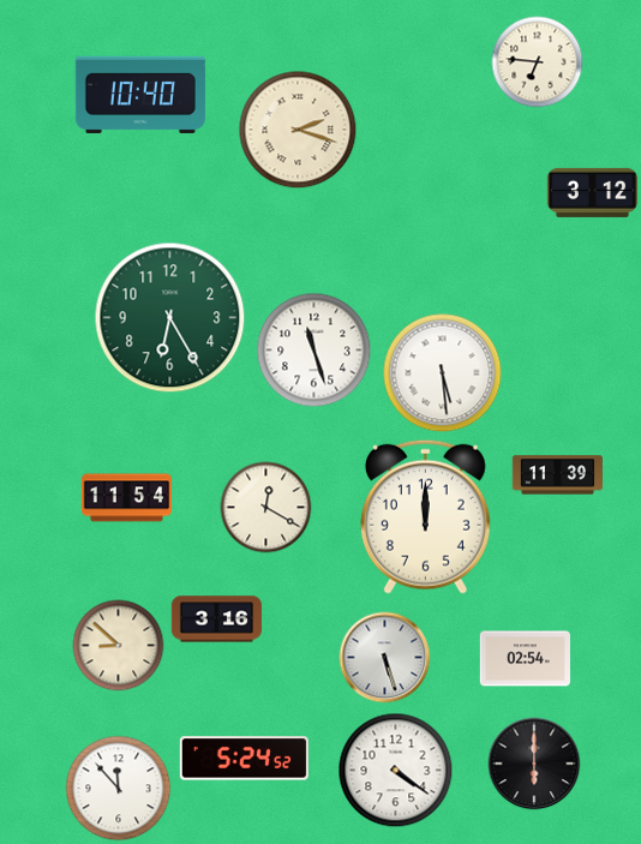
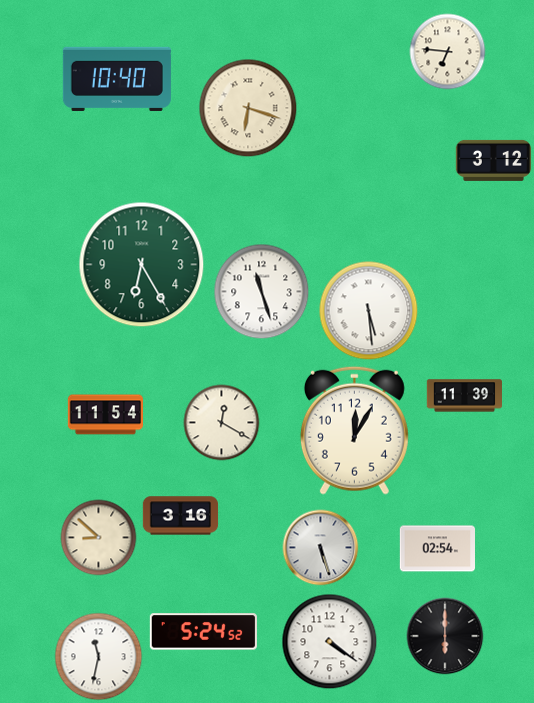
clock at (298, 130): 2:18 -> 6:18
clock at (425, 516): 12:00 -> 12:05
clock at (119, 789): 11:53 -> 11:32
